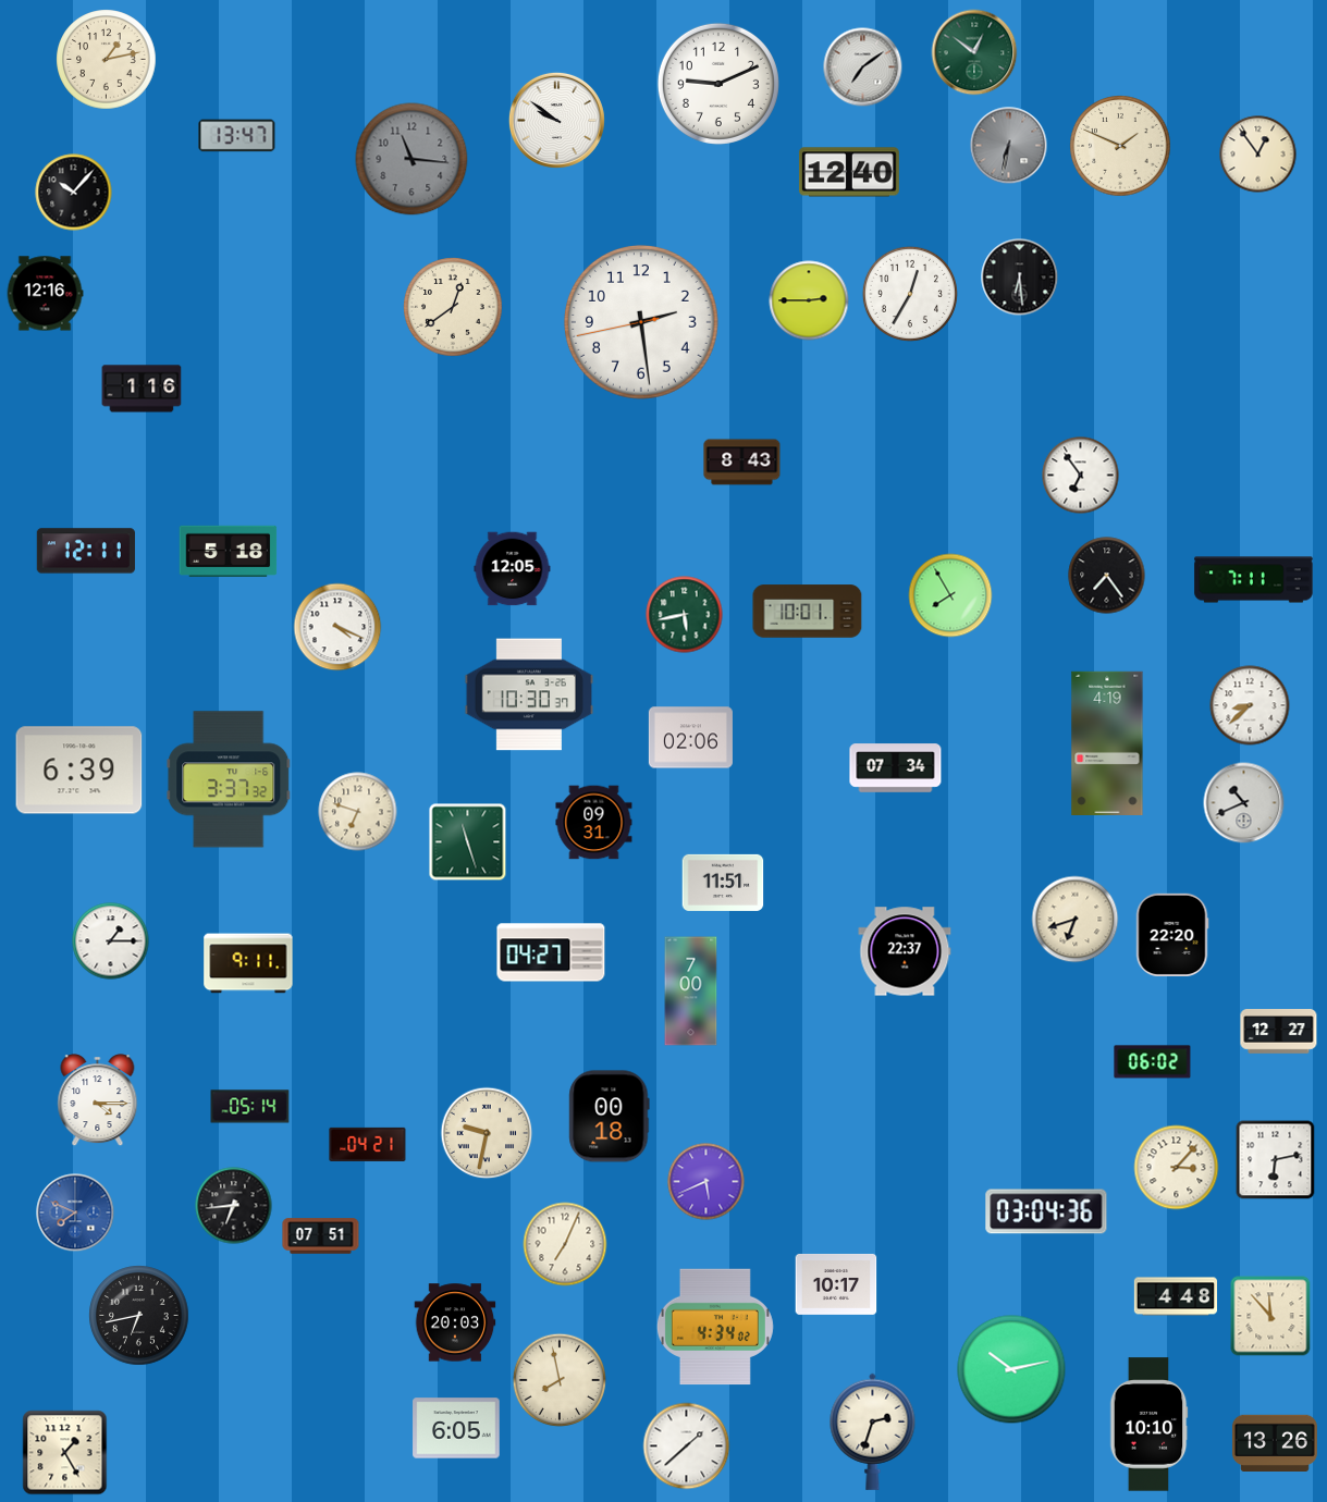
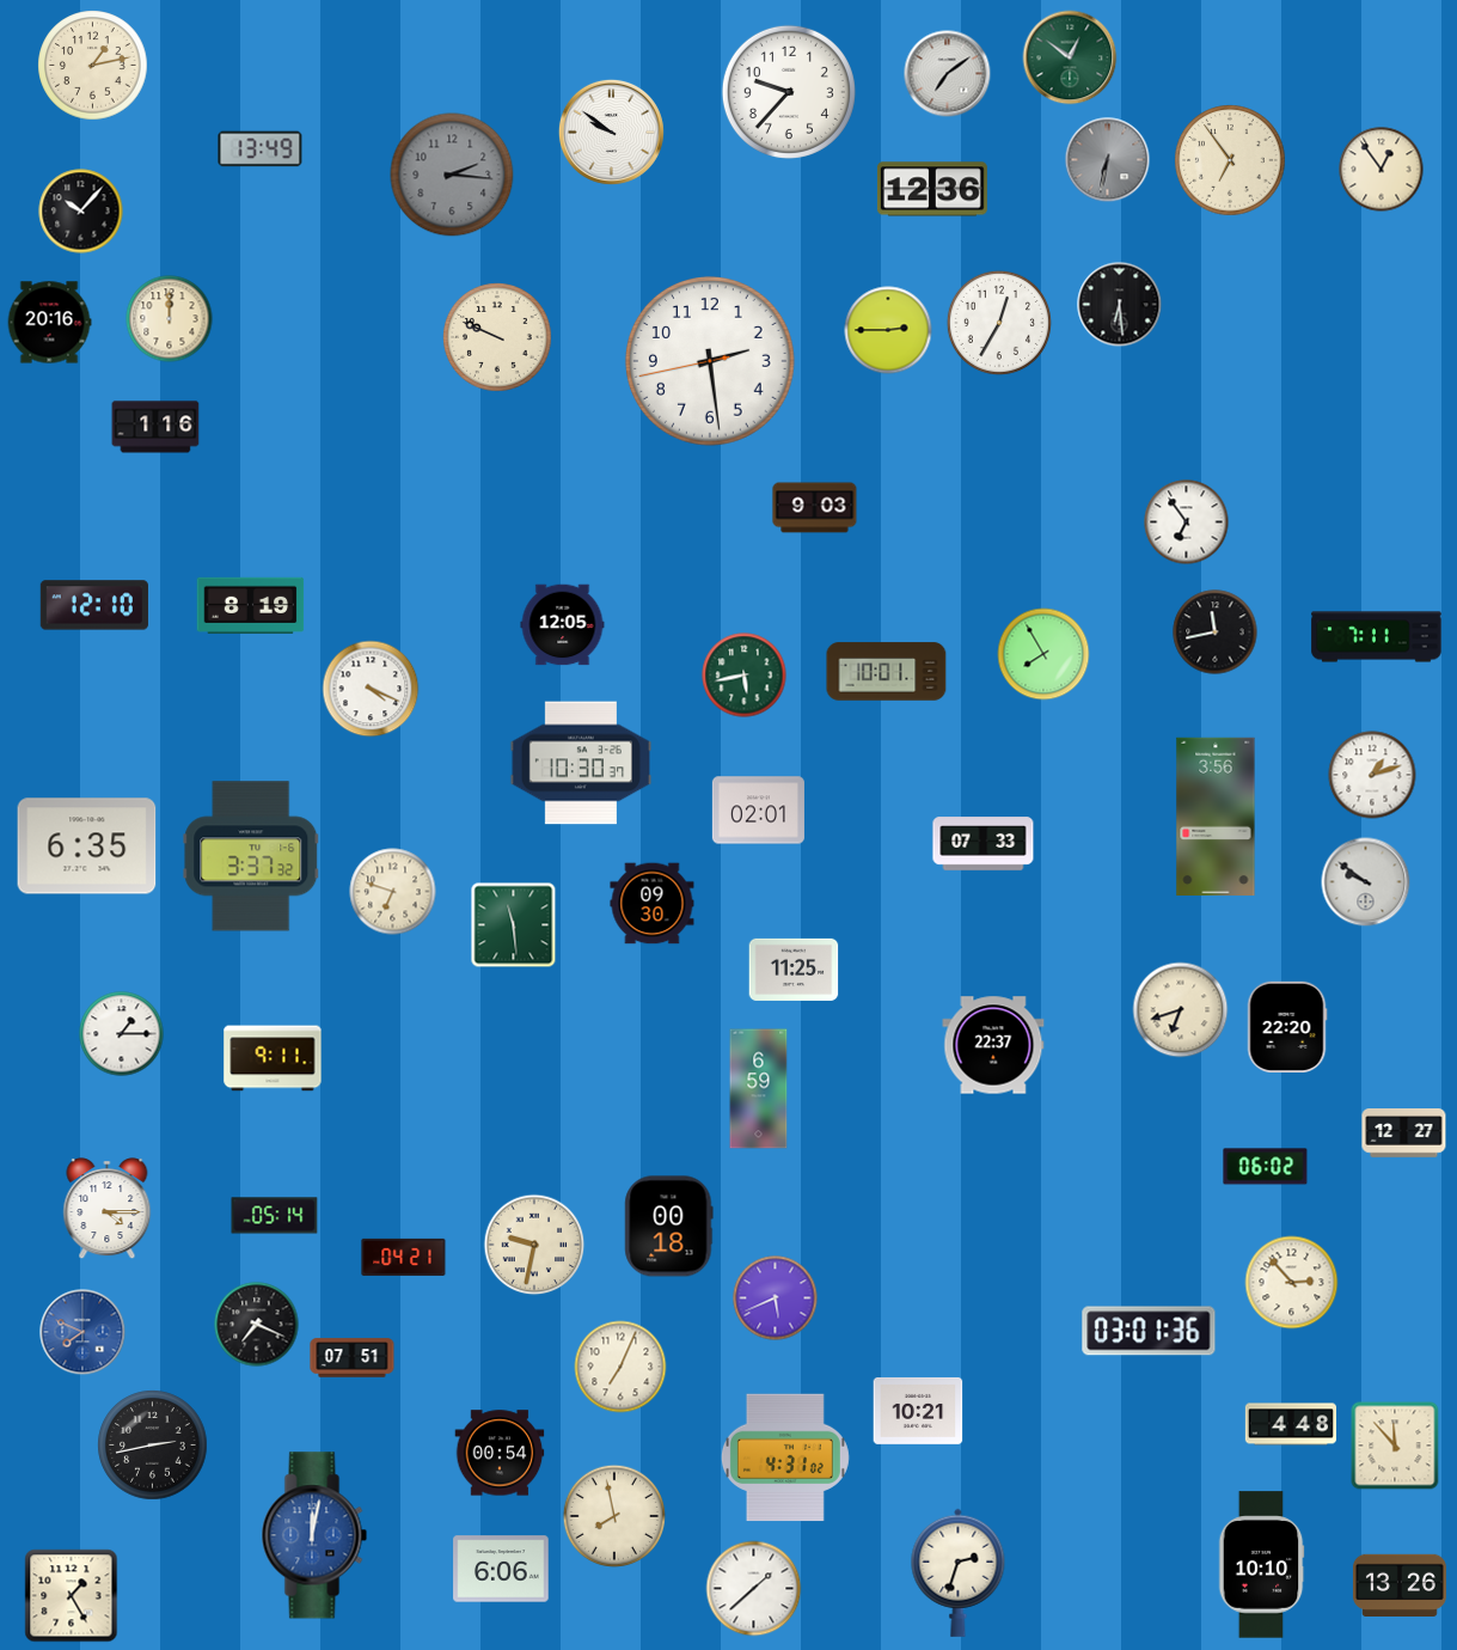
clock at (107, 60) position: (107, 60) -> (93, 66)
clock at (718, 84): 9:11 -> 9:37
clock at (237, 136): 13:47 -> 13:49
clock at (1120, 146): 1:49 -> 6:54
clock at (411, 159): 11:16 -> 2:16
clock at (849, 172): 12:40 -> 12:36
clock at (170, 319): none -> 12:00
clock at (45, 294): 12:16 -> 20:16
clock at (454, 308): 12:39 -> 9:49
clock at (641, 322) position: (641, 322) -> (710, 361)
clock at (742, 463): 8:43 -> 9:03
clock at (86, 551): 12:11 -> 12:10
clock at (229, 551): 5:18 -> 8:19
clock at (1107, 576): 7:24 -> 11:43
clock at (685, 615) position: (685, 615) -> (745, 676)
clock at (1250, 705): 8:38 -> 1:12
clock at (690, 738): 02:06 -> 02:01
clock at (1107, 742): 4:19 -> 3:56
clock at (896, 768): 07:34 -> 07:33
clock at (79, 771): 6:39 -> 6:35
clock at (1244, 803): 10:41 -> 9:51
clock at (594, 823): 09:31 -> 09:30
clock at (468, 842): 11:27 -> 11:29
clock at (723, 883): 11:51 -> 11:25
clock at (551, 952): 04:27 -> none
clock at (691, 992): 7:00 -> 6:59
clock at (1276, 1160): 6:13 -> none
clock at (1177, 1168): 3:07 -> 2:53
clock at (234, 1206): 6:44 -> 7:19
clock at (1046, 1211): 03:04 -> 03:01
clock at (836, 1284): 10:17 -> 10:21
clock at (139, 1316): 6:43 -> 2:43
clock at (455, 1322): 20:03 -> 00:54
clock at (715, 1327): 4:34 -> 4:31
clock at (1011, 1369): 10:13 -> none
clock at (314, 1535): none -> 12:02
clock at (456, 1428): 6:05 -> 6:06
